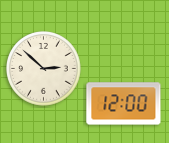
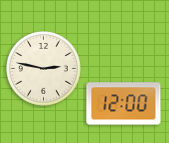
clock at (44, 69): 2:52 -> 2:47
